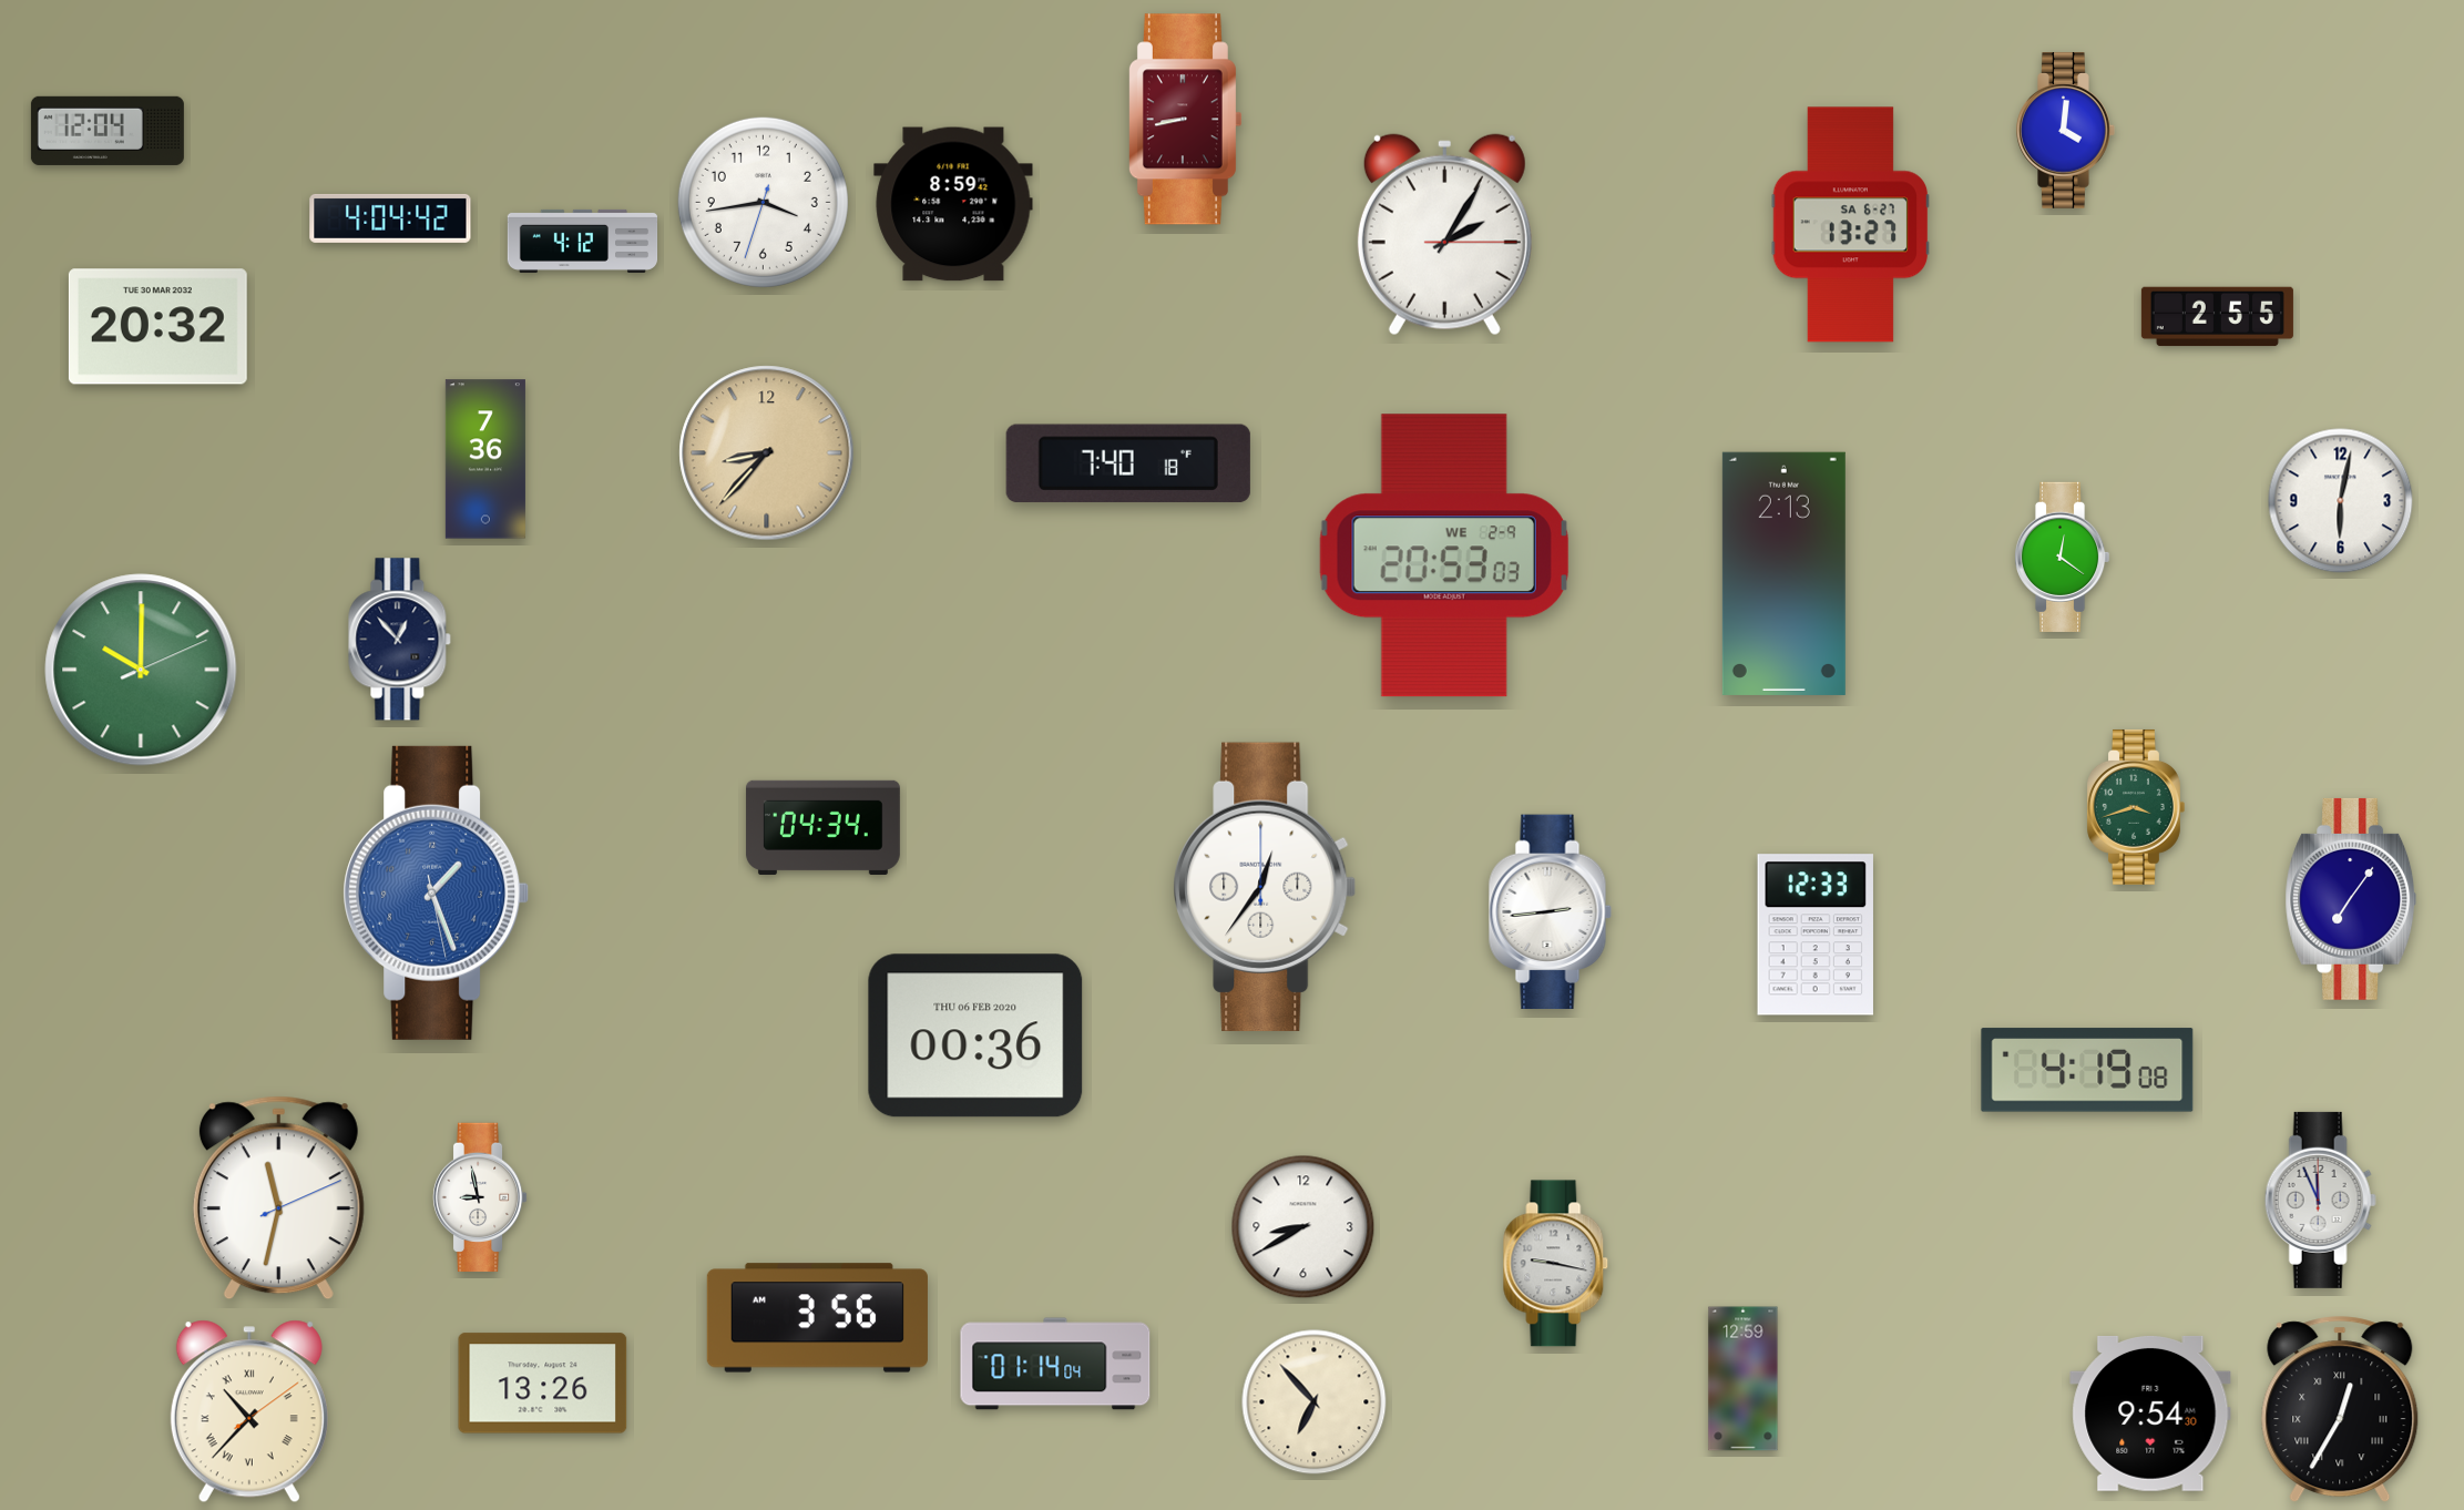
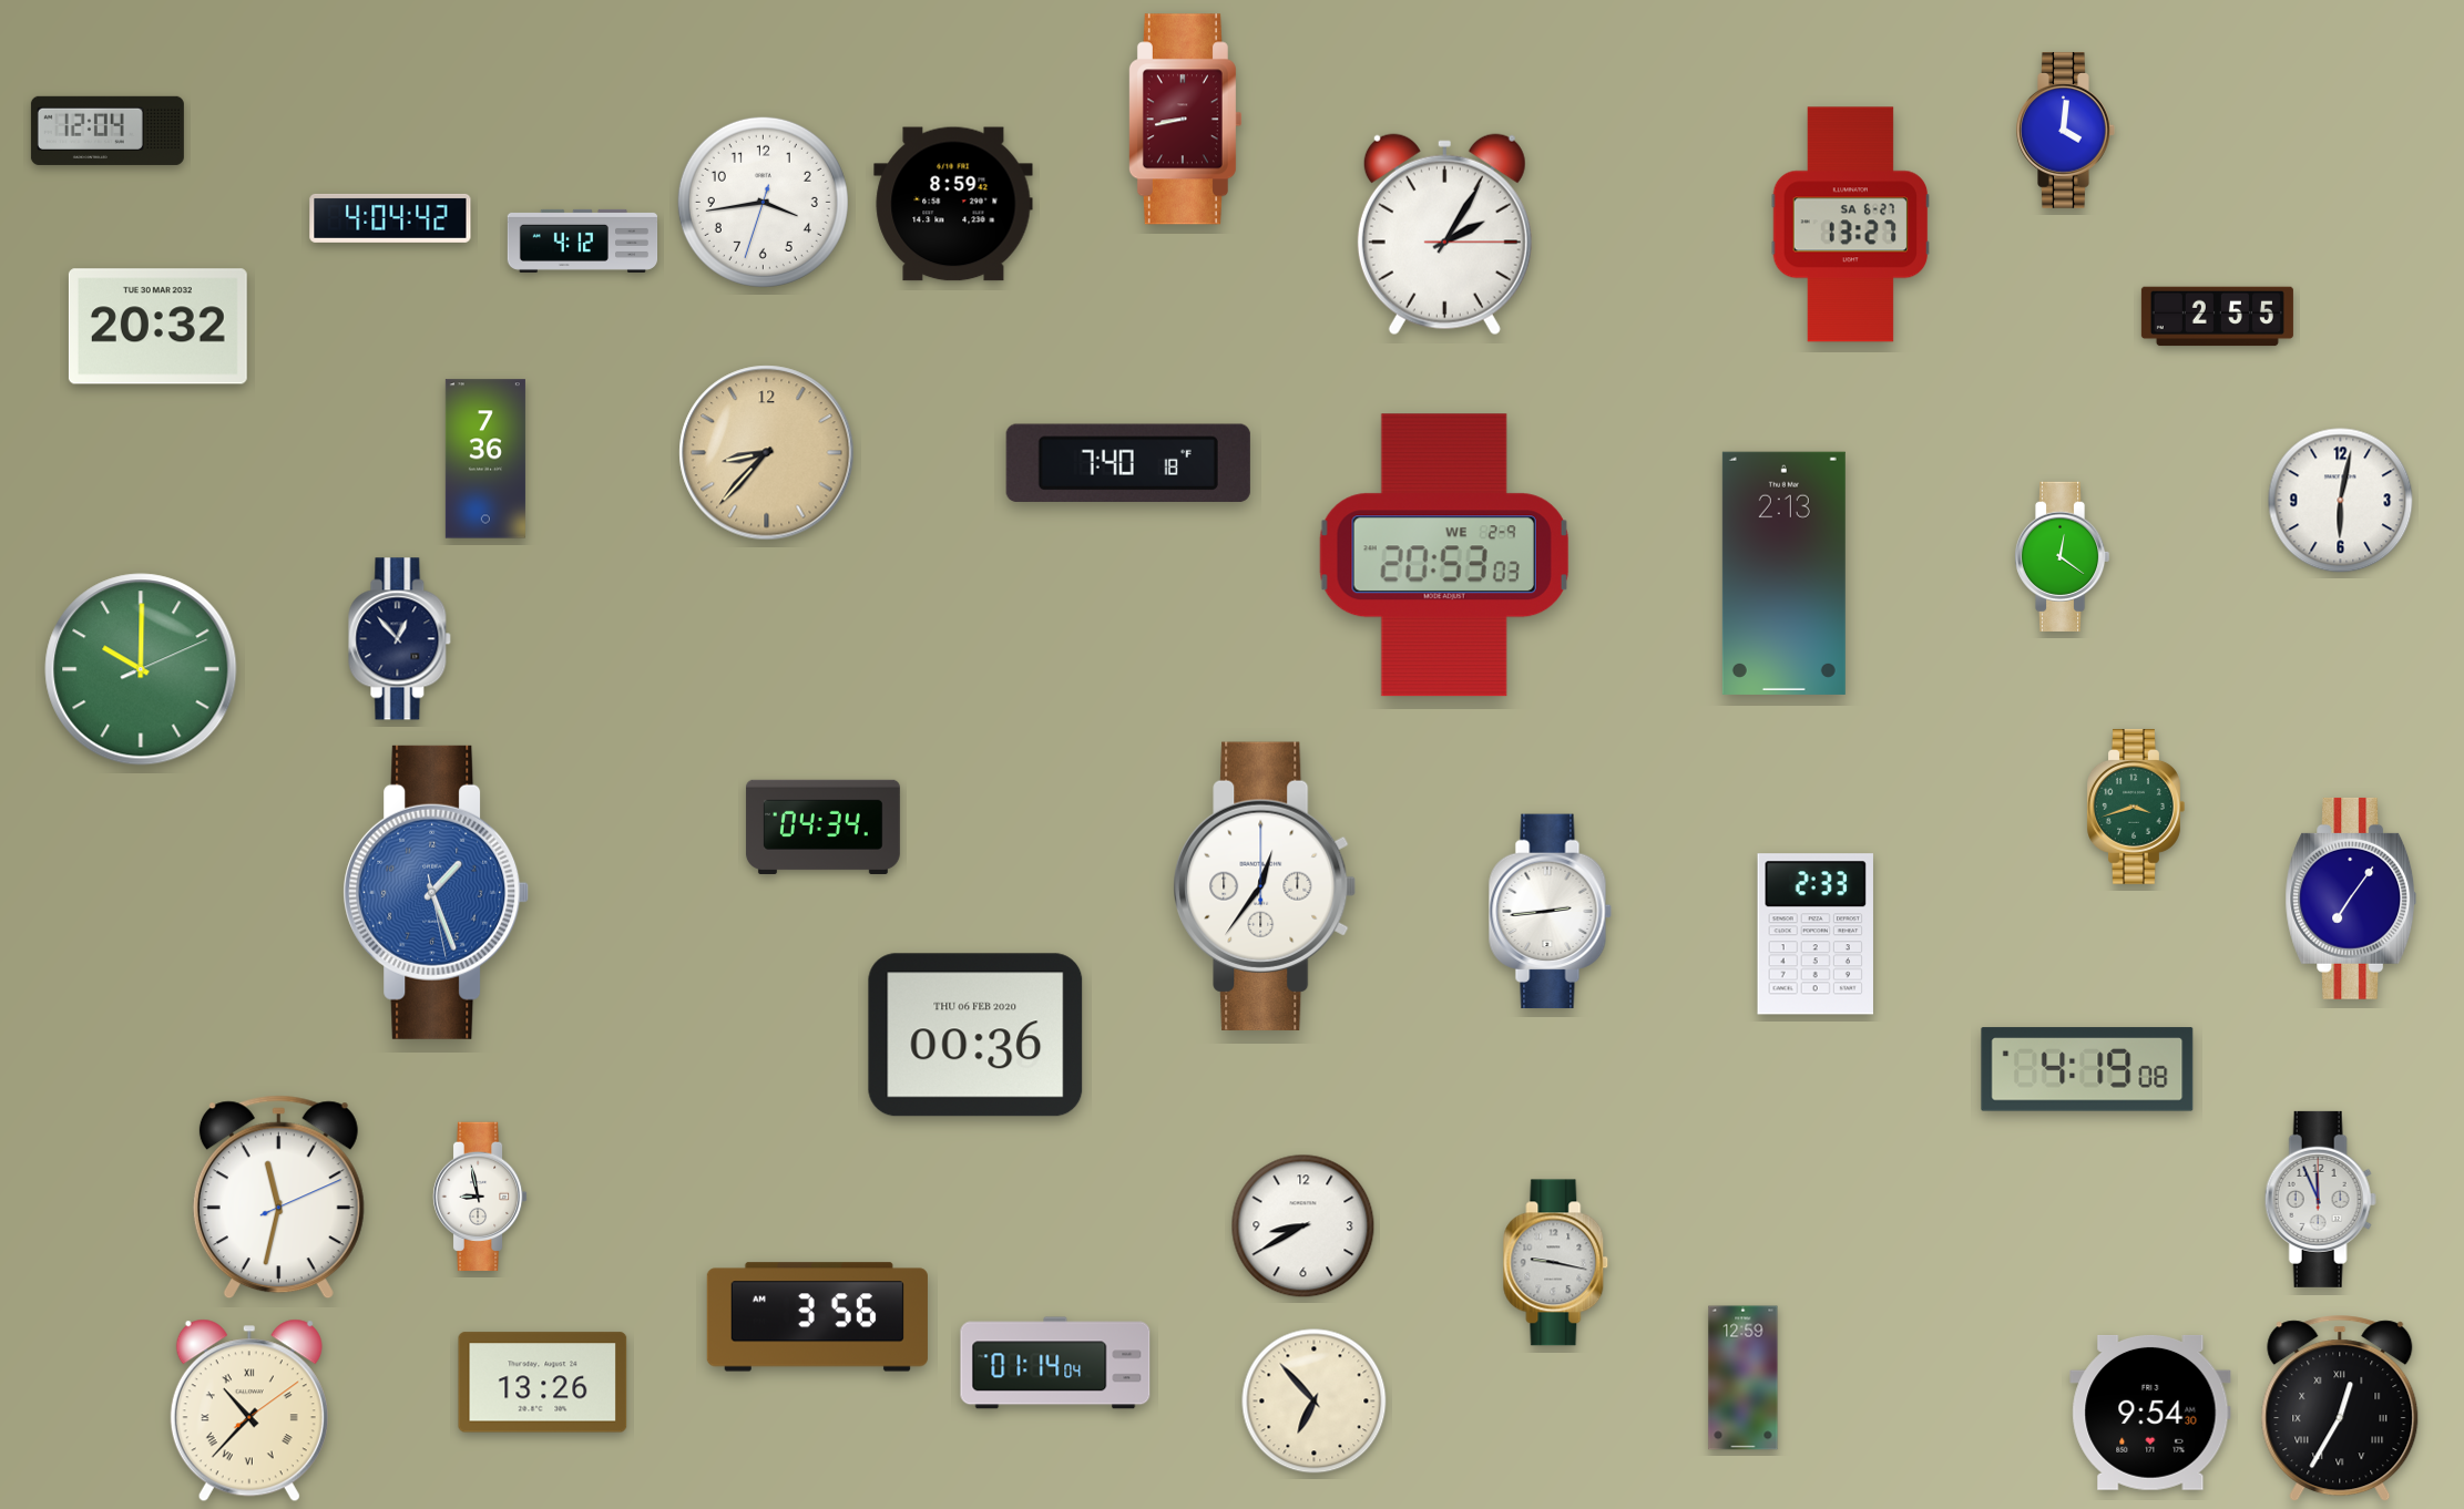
clock at (1816, 935): 12:33 -> 2:33
